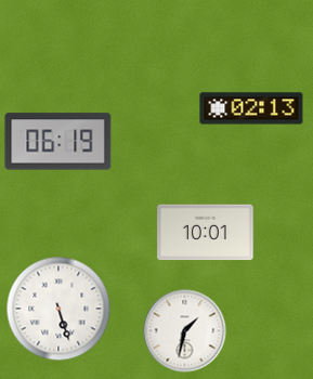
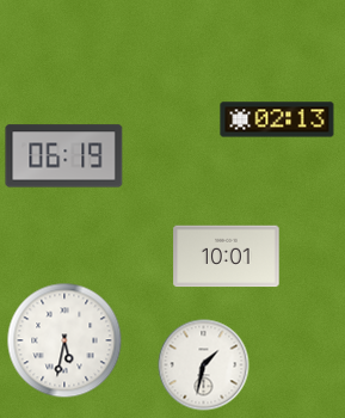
clock at (58, 309): 5:27 -> 5:32
